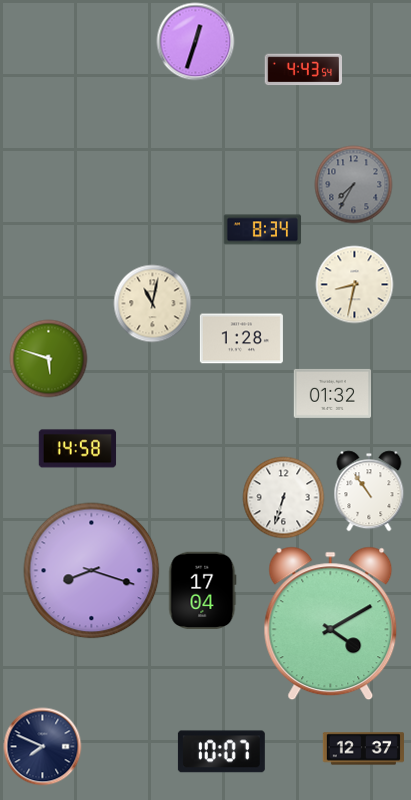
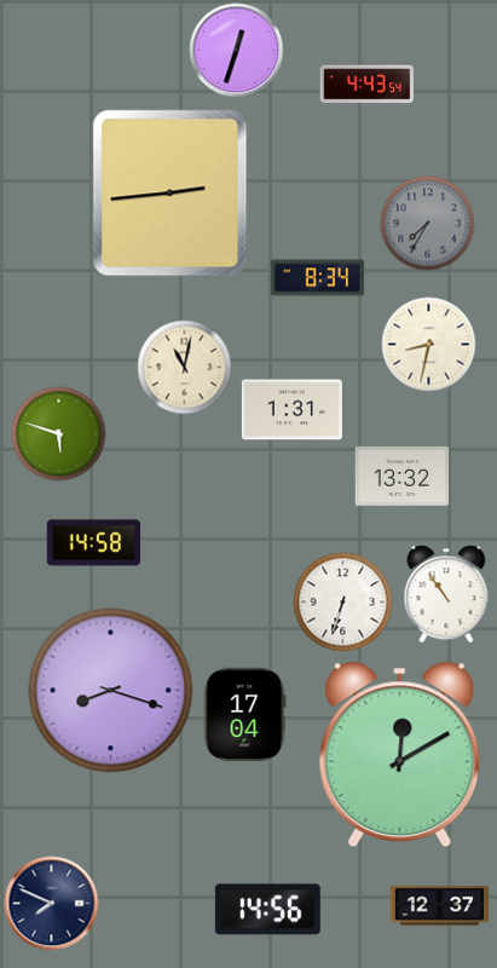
clock at (171, 194): none -> 2:44
clock at (241, 339): 1:28 -> 1:31
clock at (332, 393): 01:32 -> 13:32
clock at (331, 624): 4:10 -> 12:10
clock at (221, 752): 10:07 -> 14:56
